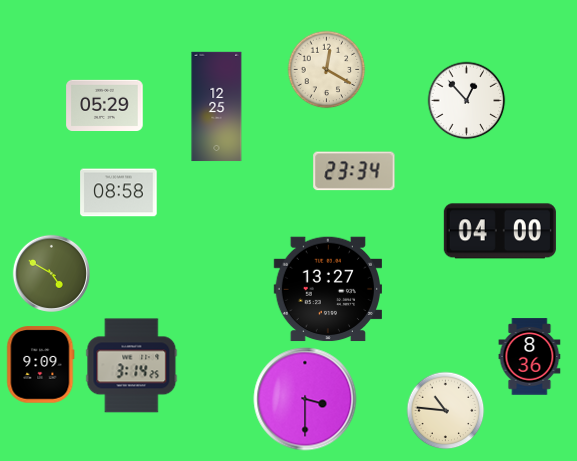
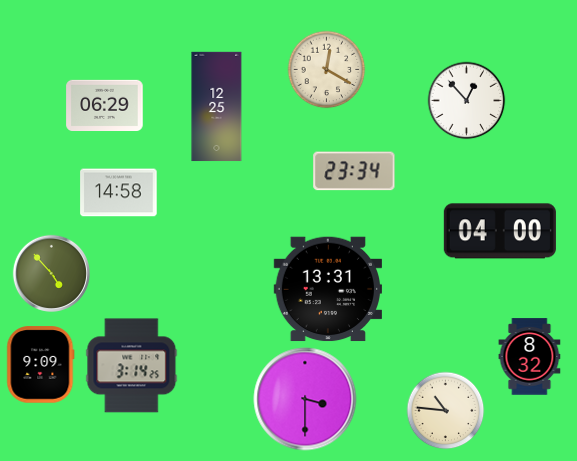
clock at (105, 105): 05:29 -> 06:29
clock at (119, 193): 08:58 -> 14:58
clock at (51, 273): 4:50 -> 4:53
clock at (327, 289): 13:27 -> 13:31
clock at (530, 357): 8:36 -> 8:32
